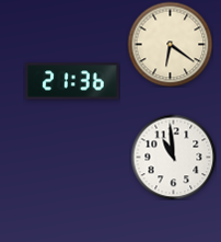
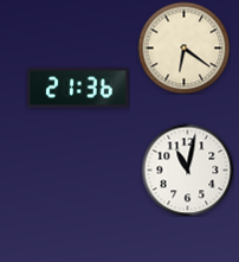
clock at (173, 157): 10:59 -> 11:02
